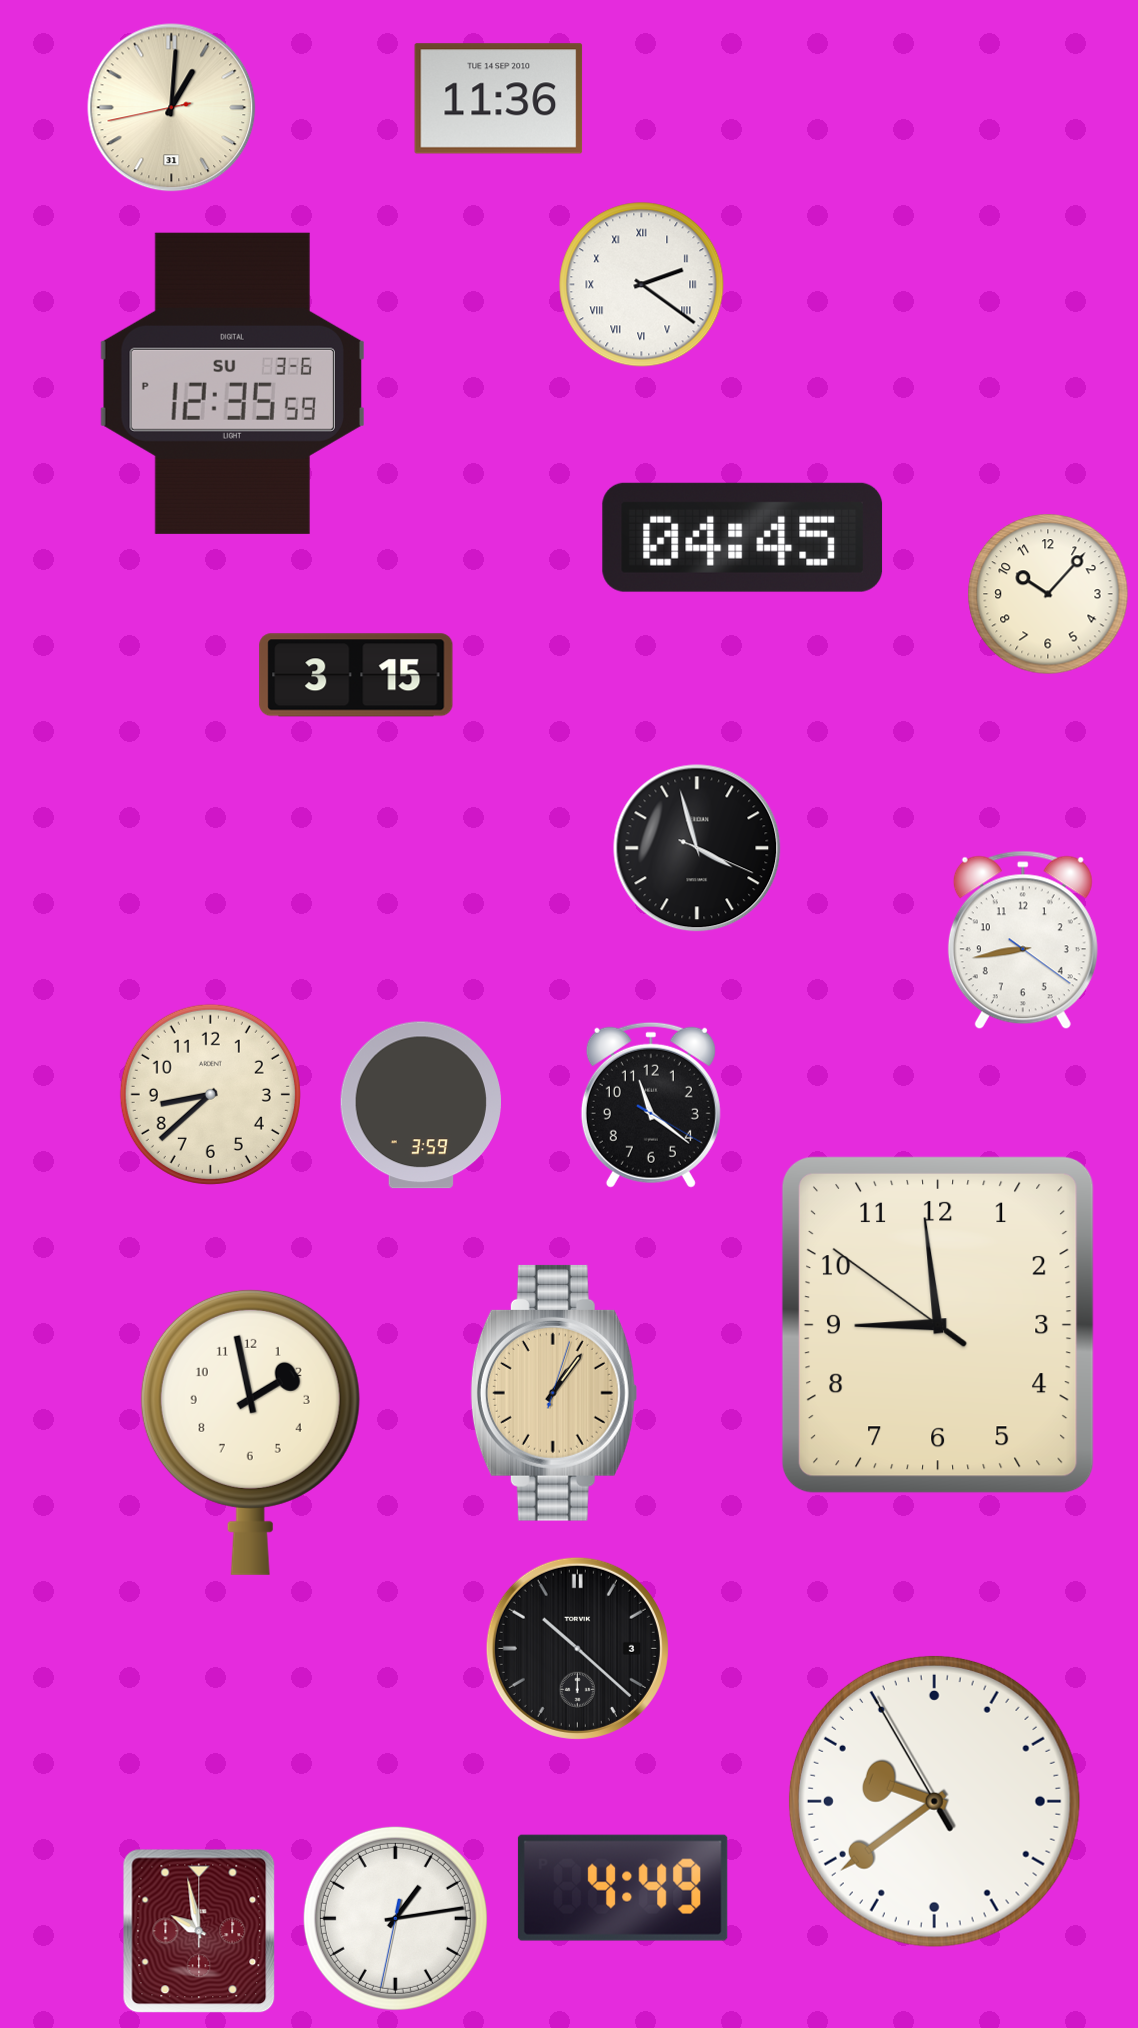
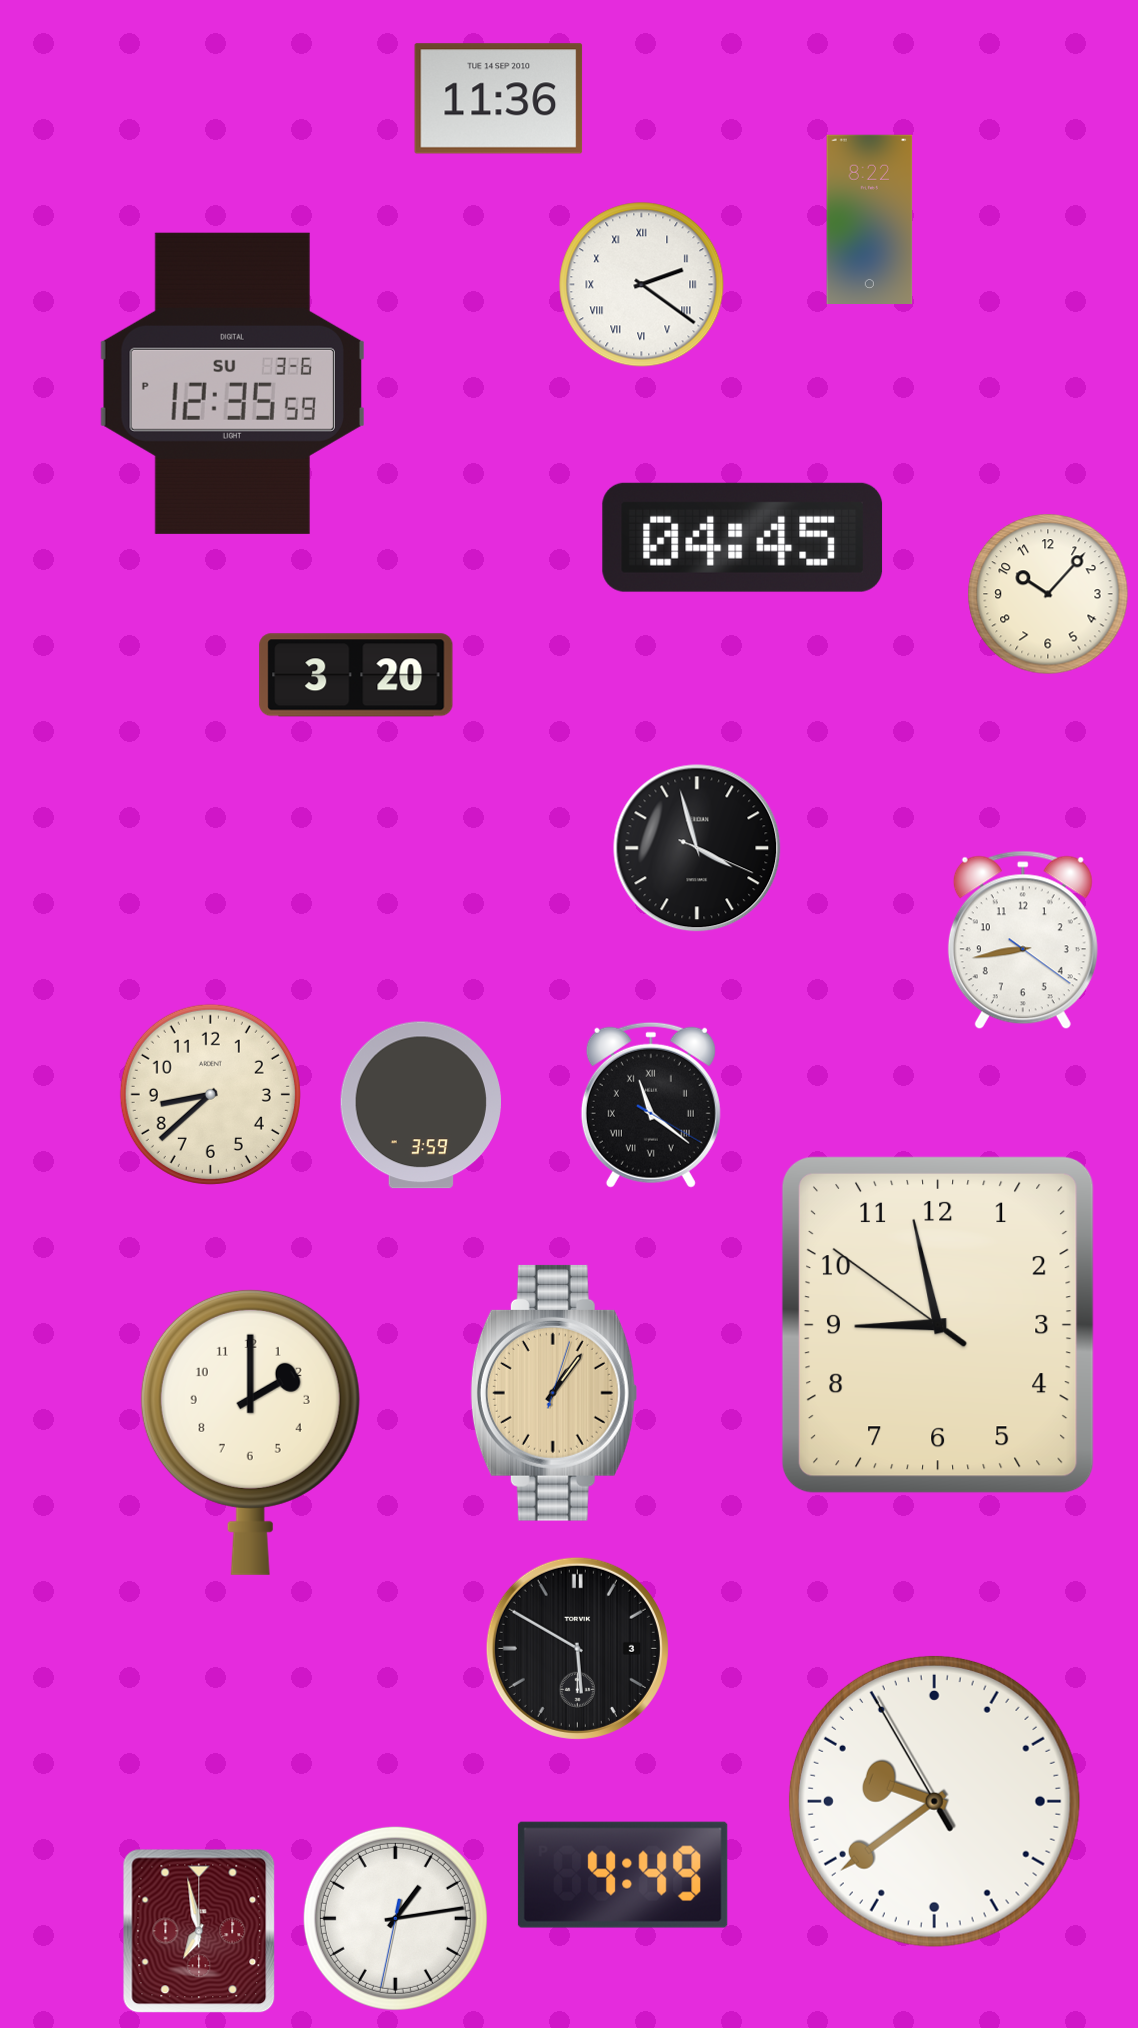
clock at (172, 108): 1:00 -> none
clock at (870, 219): none -> 8:22
clock at (356, 675): 3:15 -> 3:20
clock at (651, 1105) numerals: Arabic -> Roman
clock at (938, 1325): 8:58 -> 8:57
clock at (250, 1432): 1:58 -> 2:00
clock at (577, 1648): 10:22 -> 5:50
clock at (623, 1888) position: (623, 1888) -> (623, 1875)
clock at (199, 1931): 9:58 -> 6:58
